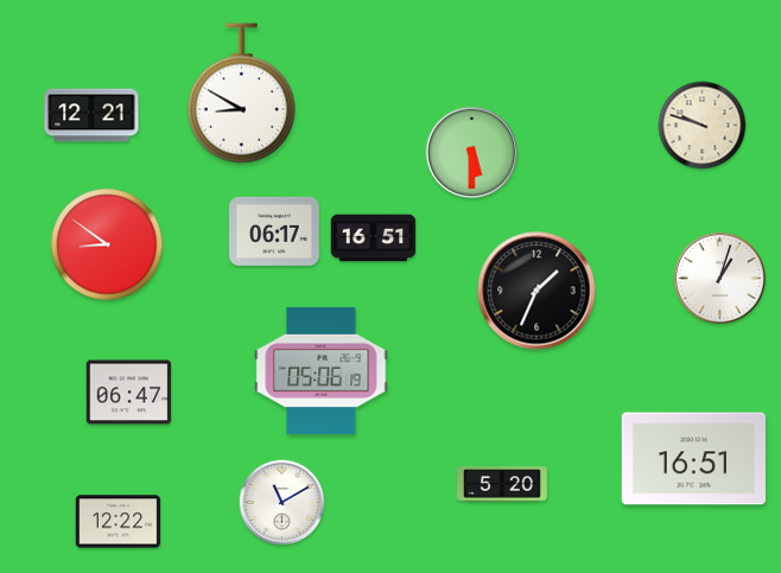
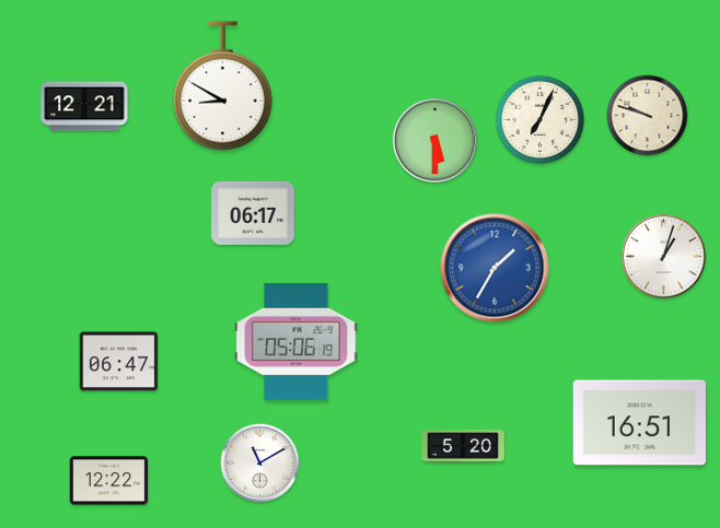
clock at (541, 120): none -> 7:04
clock at (374, 238): 16:51 -> none
clock at (107, 244): 8:51 -> none
clock at (536, 291): 1:34 -> 1:35
clock at (536, 291) dial: black -> blue
